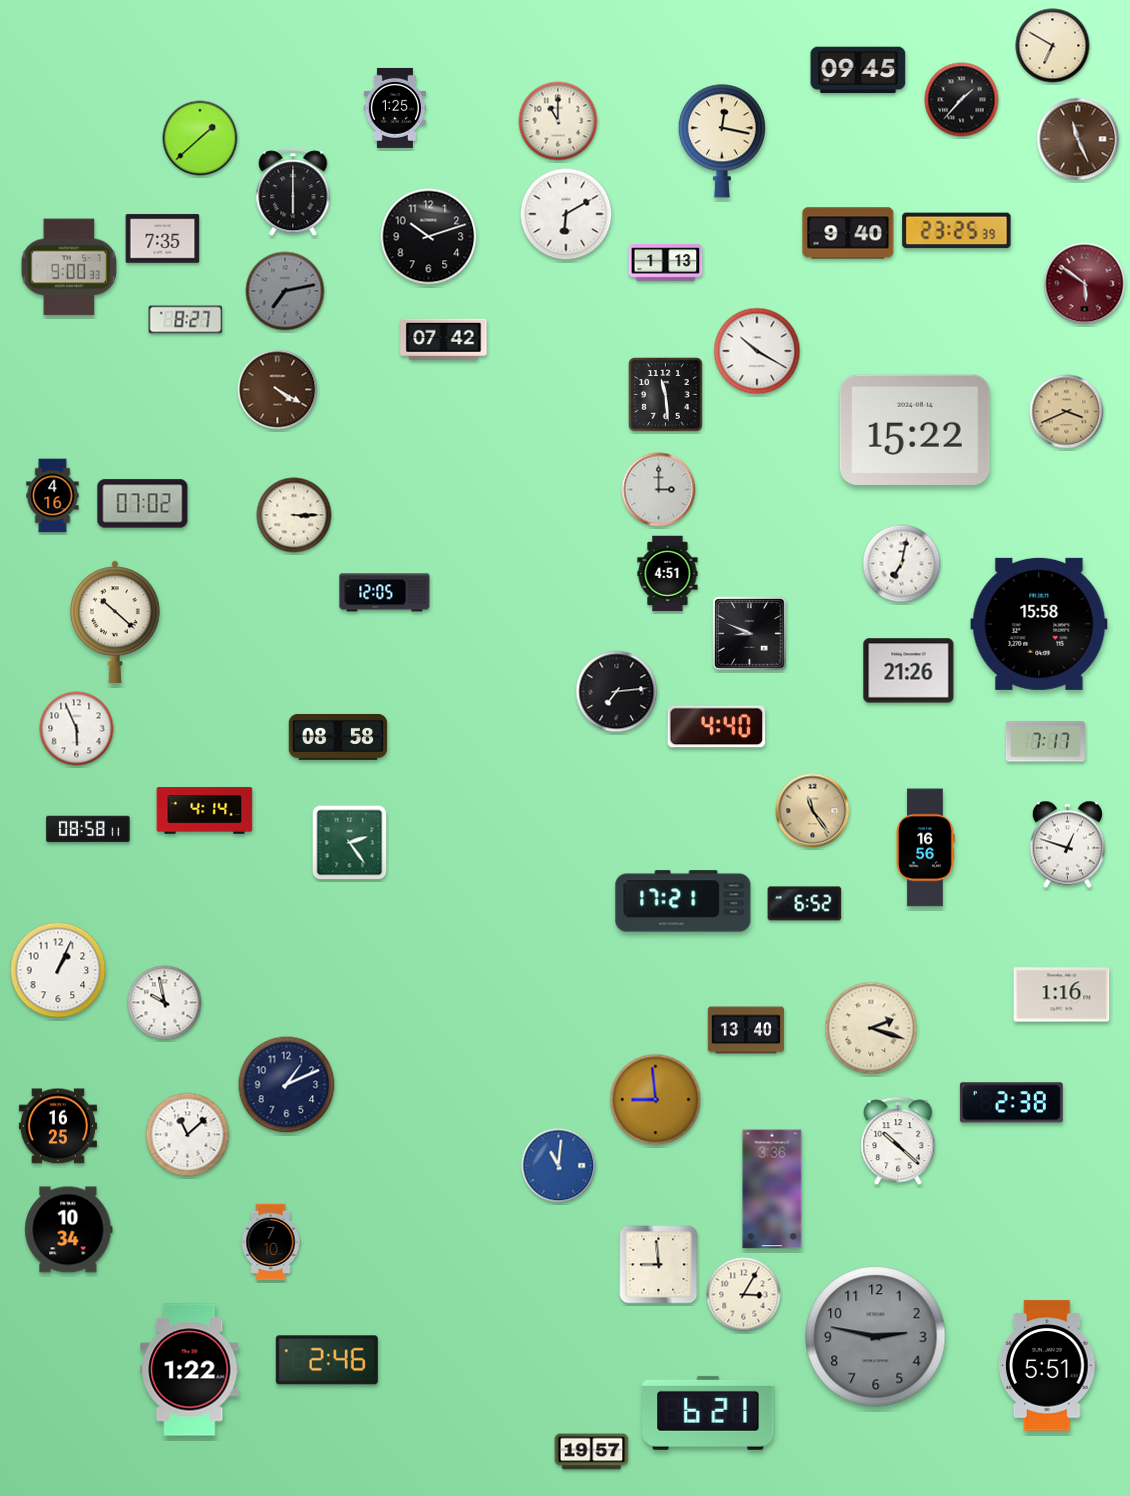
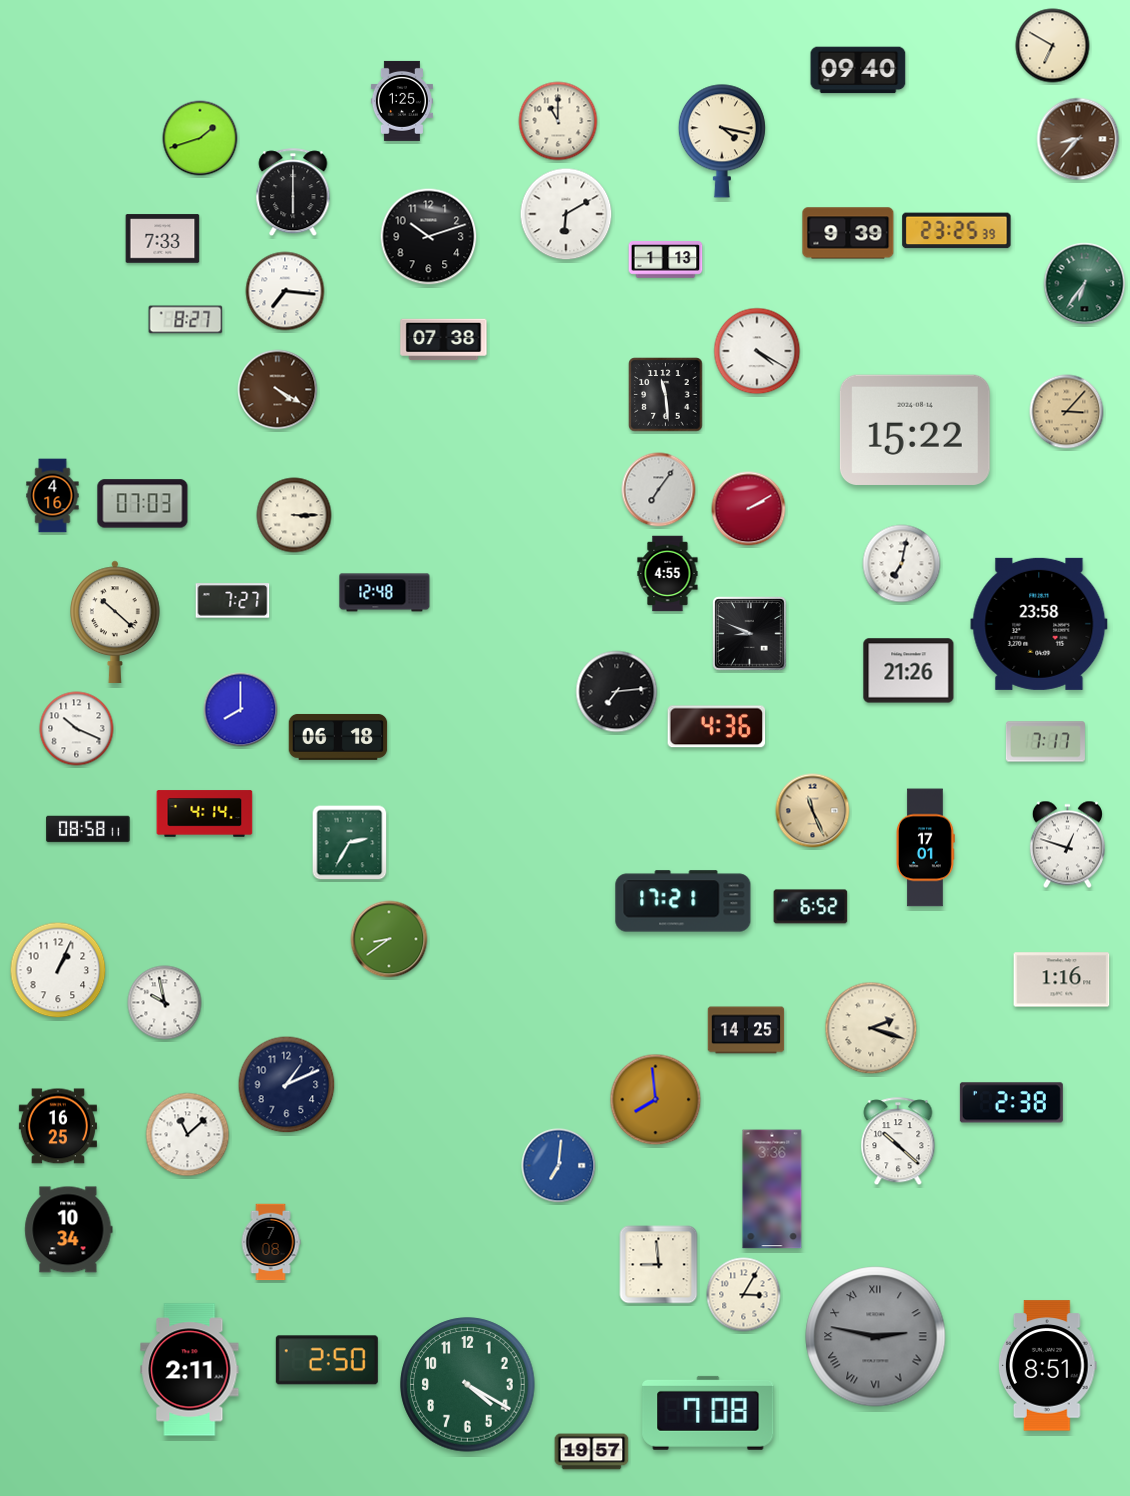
clock at (858, 70): 09:45 -> 09:40
clock at (962, 100): 1:37 -> none
clock at (395, 108) position: (395, 108) -> (402, 101)
clock at (200, 138): 1:38 -> 1:42
clock at (1078, 139): 11:26 -> 8:37
clock at (722, 141): 12:17 -> 4:17
clock at (848, 233): 9:40 -> 9:39
clock at (163, 239): 7:35 -> 7:33
clock at (666, 263) position: (666, 263) -> (666, 260)
clock at (69, 267): 9:00 -> none
clock at (1085, 284): 5:51 -> 6:36
clock at (1085, 284) dial: burgundy -> green
clock at (285, 291): 7:13 -> 7:16
clock at (285, 291) dial: grey -> white
clock at (444, 340): 07:42 -> 07:38
clock at (757, 351): 10:20 -> 4:20
clock at (1067, 412): 3:41 -> 3:07
clock at (659, 490): 3:00 -> 7:06
clock at (143, 504): 07:02 -> 07:03
clock at (749, 509): none -> 2:10
clock at (668, 574): 4:51 -> 4:55
clock at (385, 593): 12:05 -> 12:48
clock at (233, 601): none -> 7:27
clock at (1039, 624): 15:58 -> 23:58
clock at (241, 710): none -> 8:00
clock at (717, 727): 4:40 -> 4:36
clock at (77, 729): 5:56 -> 10:19
clock at (338, 737): 08:58 -> 06:18
clock at (205, 811) position: (205, 811) -> (205, 814)
clock at (813, 811): 11:24 -> 11:26
clock at (350, 843): 2:24 -> 2:35
clock at (926, 848): 16:56 -> 17:01
clock at (805, 904) position: (805, 904) -> (811, 907)
clock at (389, 939): none -> 8:39
clock at (1062, 995) position: (1062, 995) -> (1062, 980)
clock at (746, 1030): 13:40 -> 14:25
clock at (656, 1100): 8:59 -> 7:59
clock at (559, 1166): 11:01 -> 7:01
clock at (271, 1242): 7:10 -> 7:08
clock at (876, 1337) numerals: Arabic -> Roman
clock at (327, 1360): 2:46 -> 2:50
clock at (1047, 1366): 5:51 -> 8:51
clock at (190, 1370): 1:22 -> 2:11
clock at (468, 1385): none -> 4:20
clock at (708, 1413): 6:21 -> 7:08
